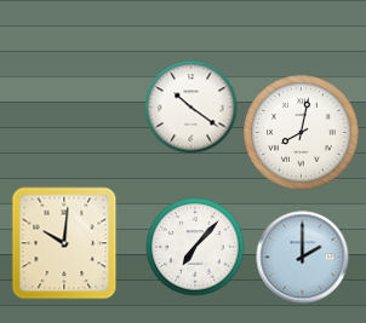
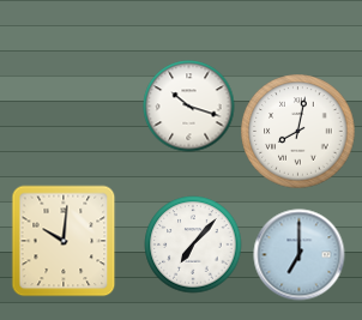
clock at (191, 108): 10:21 -> 10:18
clock at (303, 258): 2:00 -> 7:00
